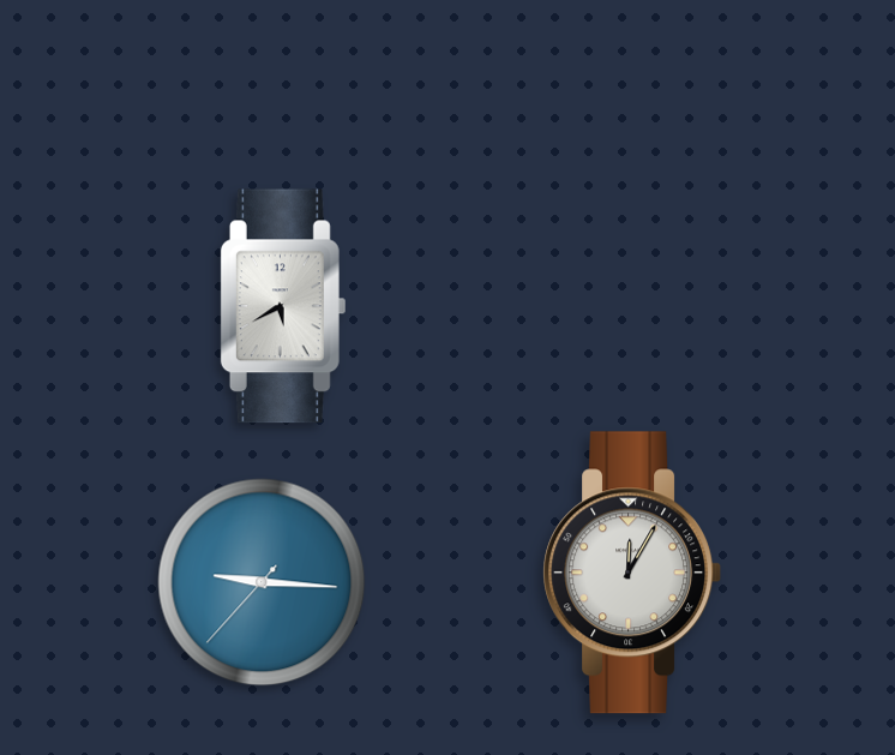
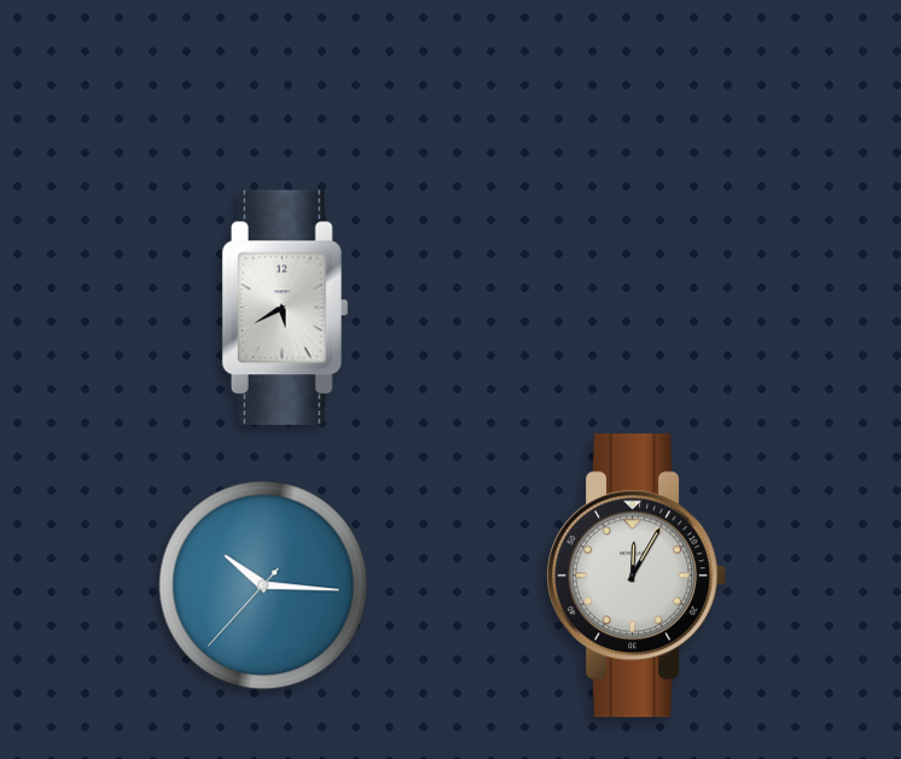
clock at (262, 582): 9:15 -> 10:15
